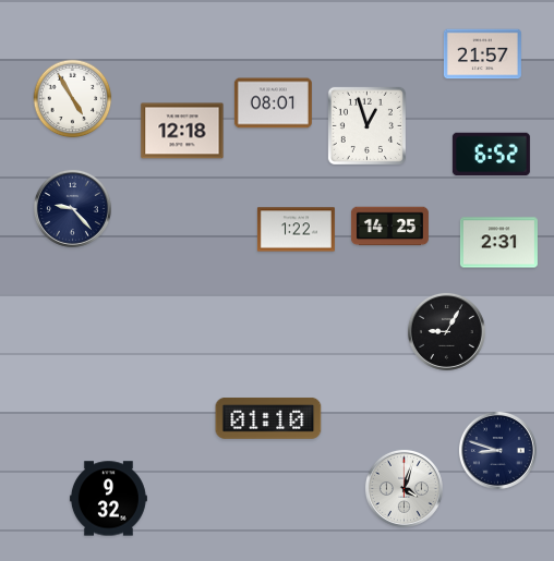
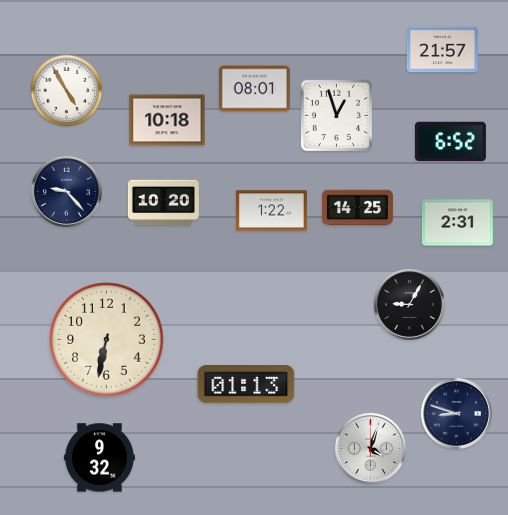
clock at (273, 103) position: (273, 103) -> (254, 89)
clock at (182, 131): 12:18 -> 10:18
clock at (163, 203): none -> 10:20
clock at (107, 340): none -> 6:32
clock at (268, 418): 01:10 -> 01:13
